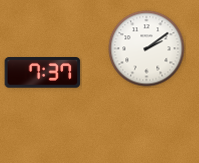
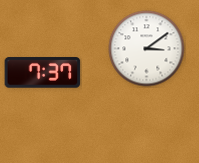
clock at (147, 49): 2:09 -> 3:09
